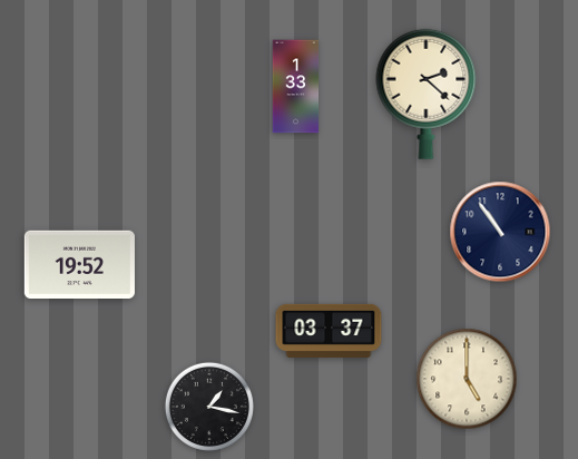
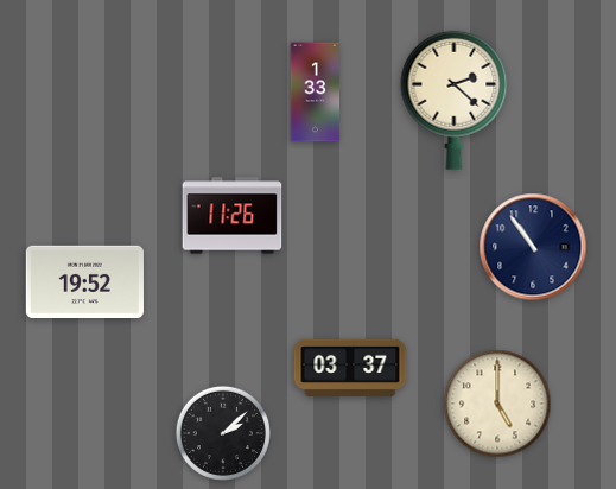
clock at (233, 216): none -> 11:26
clock at (329, 331) position: (329, 331) -> (350, 368)
clock at (209, 407): 1:17 -> 2:08
